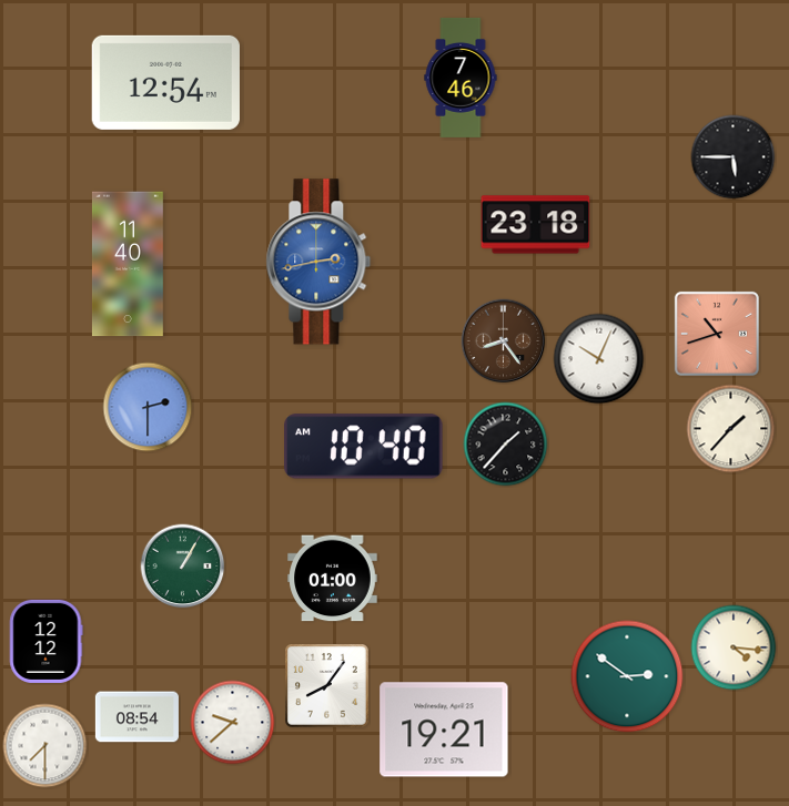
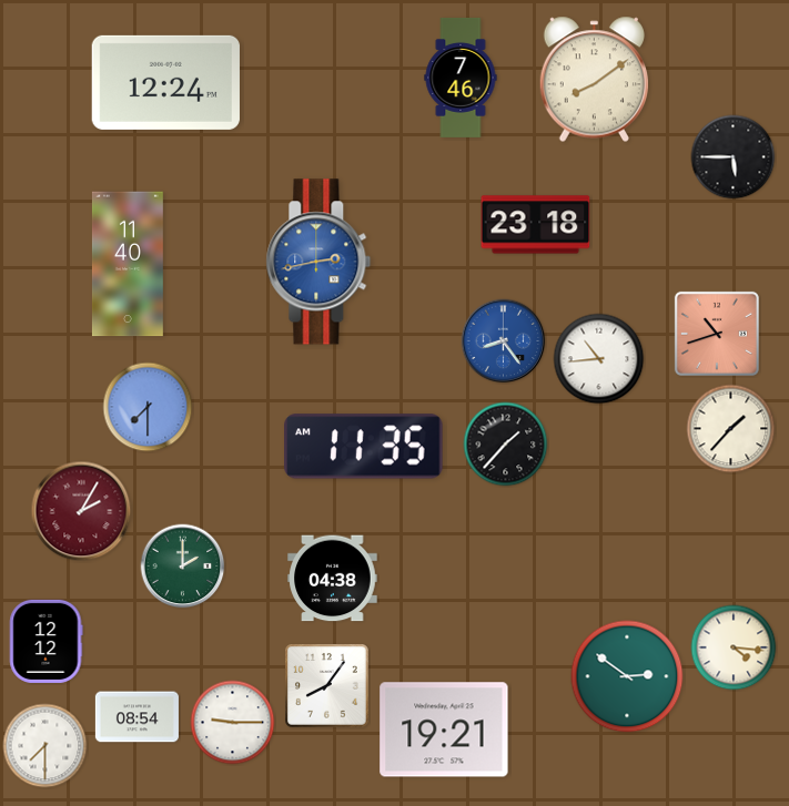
clock at (594, 80): none -> 8:09
clock at (165, 82): 12:54 -> 12:24
clock at (504, 341) dial: brown -> blue
clock at (599, 359): 10:04 -> 10:44
clock at (148, 407): 2:30 -> 7:30
clock at (364, 447): 10:40 -> 11:35
clock at (81, 511): none -> 2:05
clock at (183, 567): 1:05 -> 2:00
clock at (333, 579): 01:00 -> 04:38
clock at (233, 723): 9:38 -> 9:15
